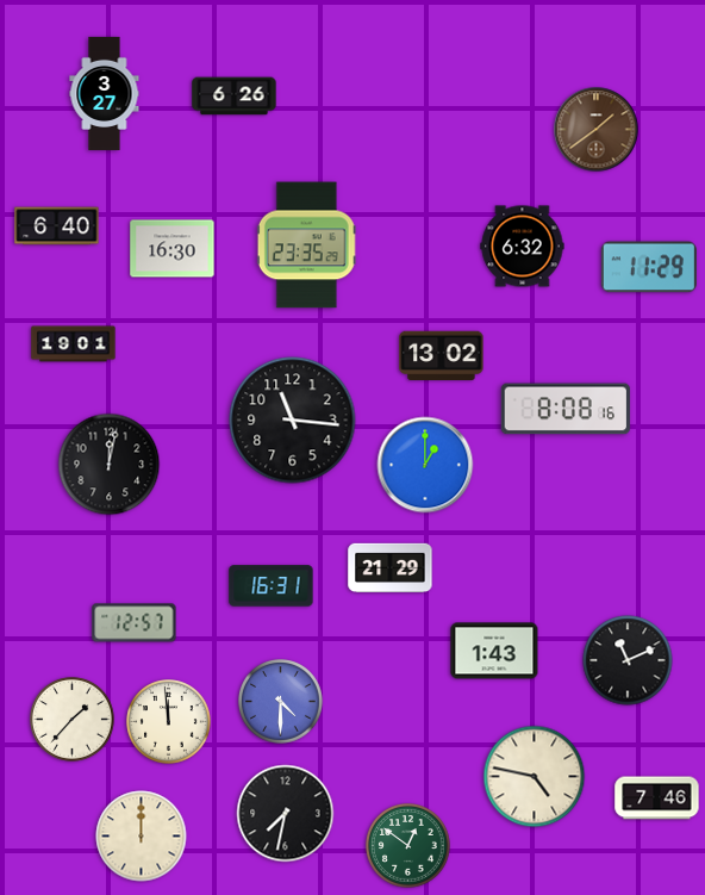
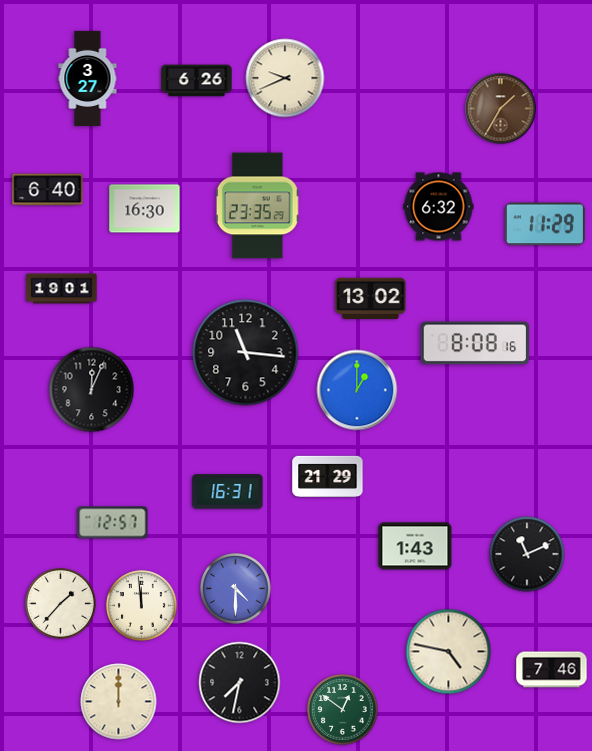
clock at (285, 78): none -> 9:41
clock at (597, 130): 1:39 -> 1:35
clock at (110, 465): 12:02 -> 12:04
